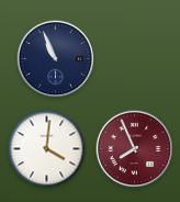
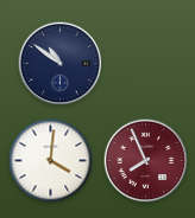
clock at (56, 59): 10:56 -> 10:51
